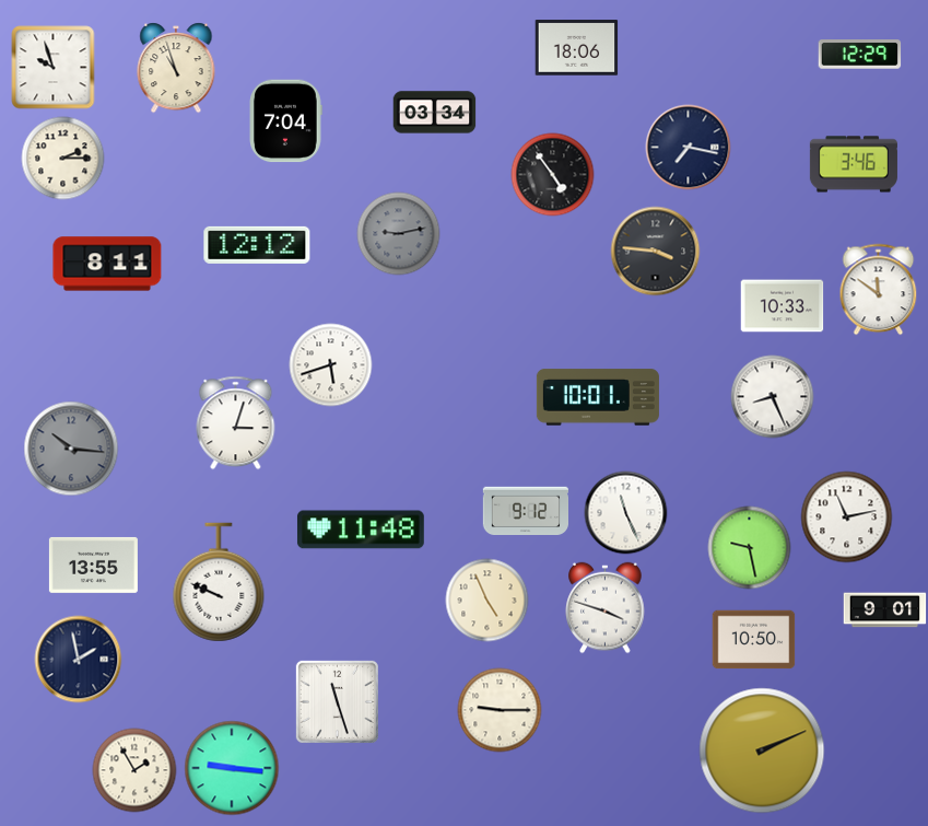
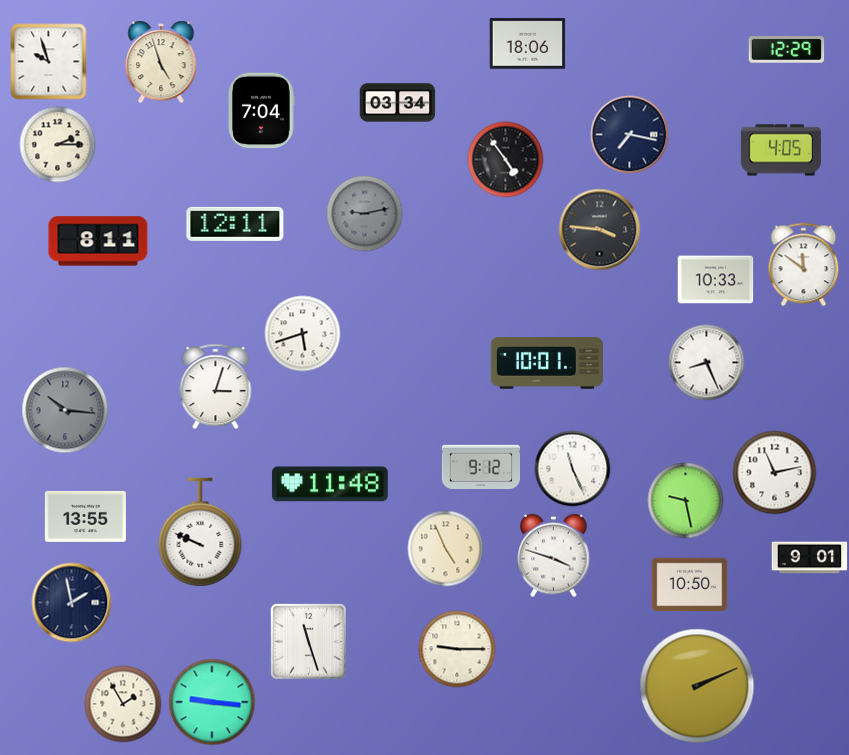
clock at (176, 68): 10:57 -> 4:57
clock at (854, 164): 3:46 -> 4:05
clock at (257, 245): 12:12 -> 12:11
